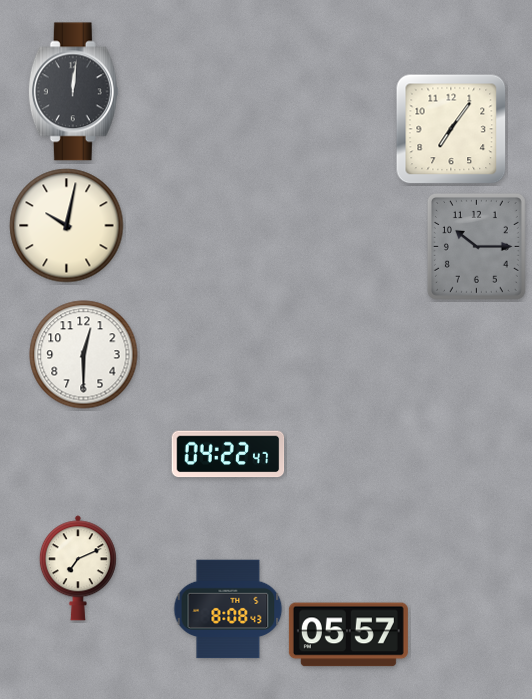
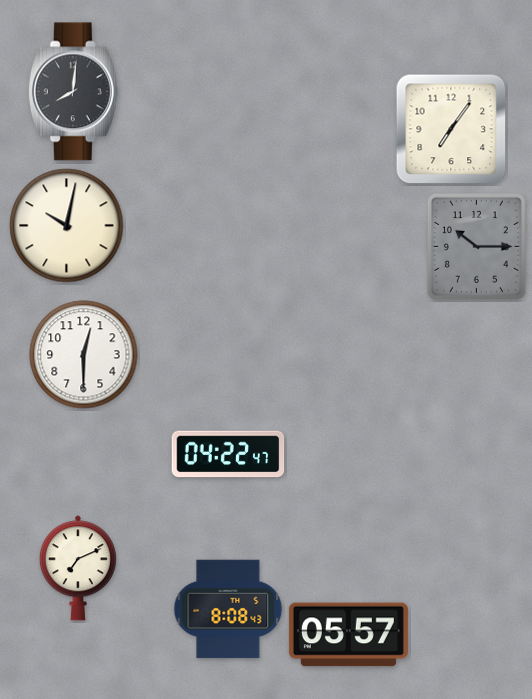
clock at (73, 92): 12:01 -> 8:01
